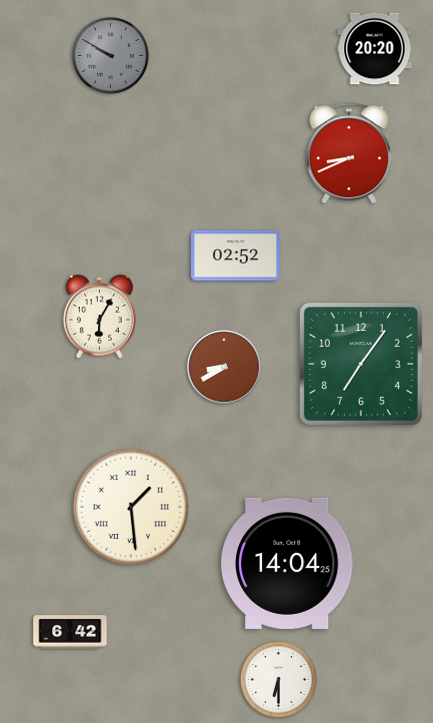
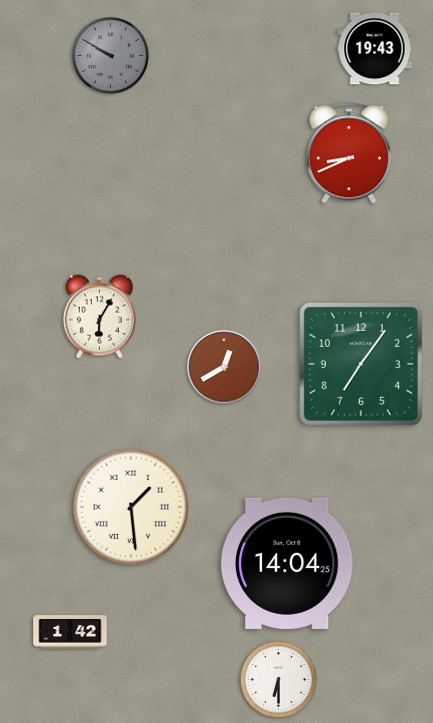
clock at (375, 49): 20:20 -> 19:43
clock at (236, 256): 02:52 -> none
clock at (224, 367): 8:40 -> 12:40
clock at (70, 632): 6:42 -> 1:42
